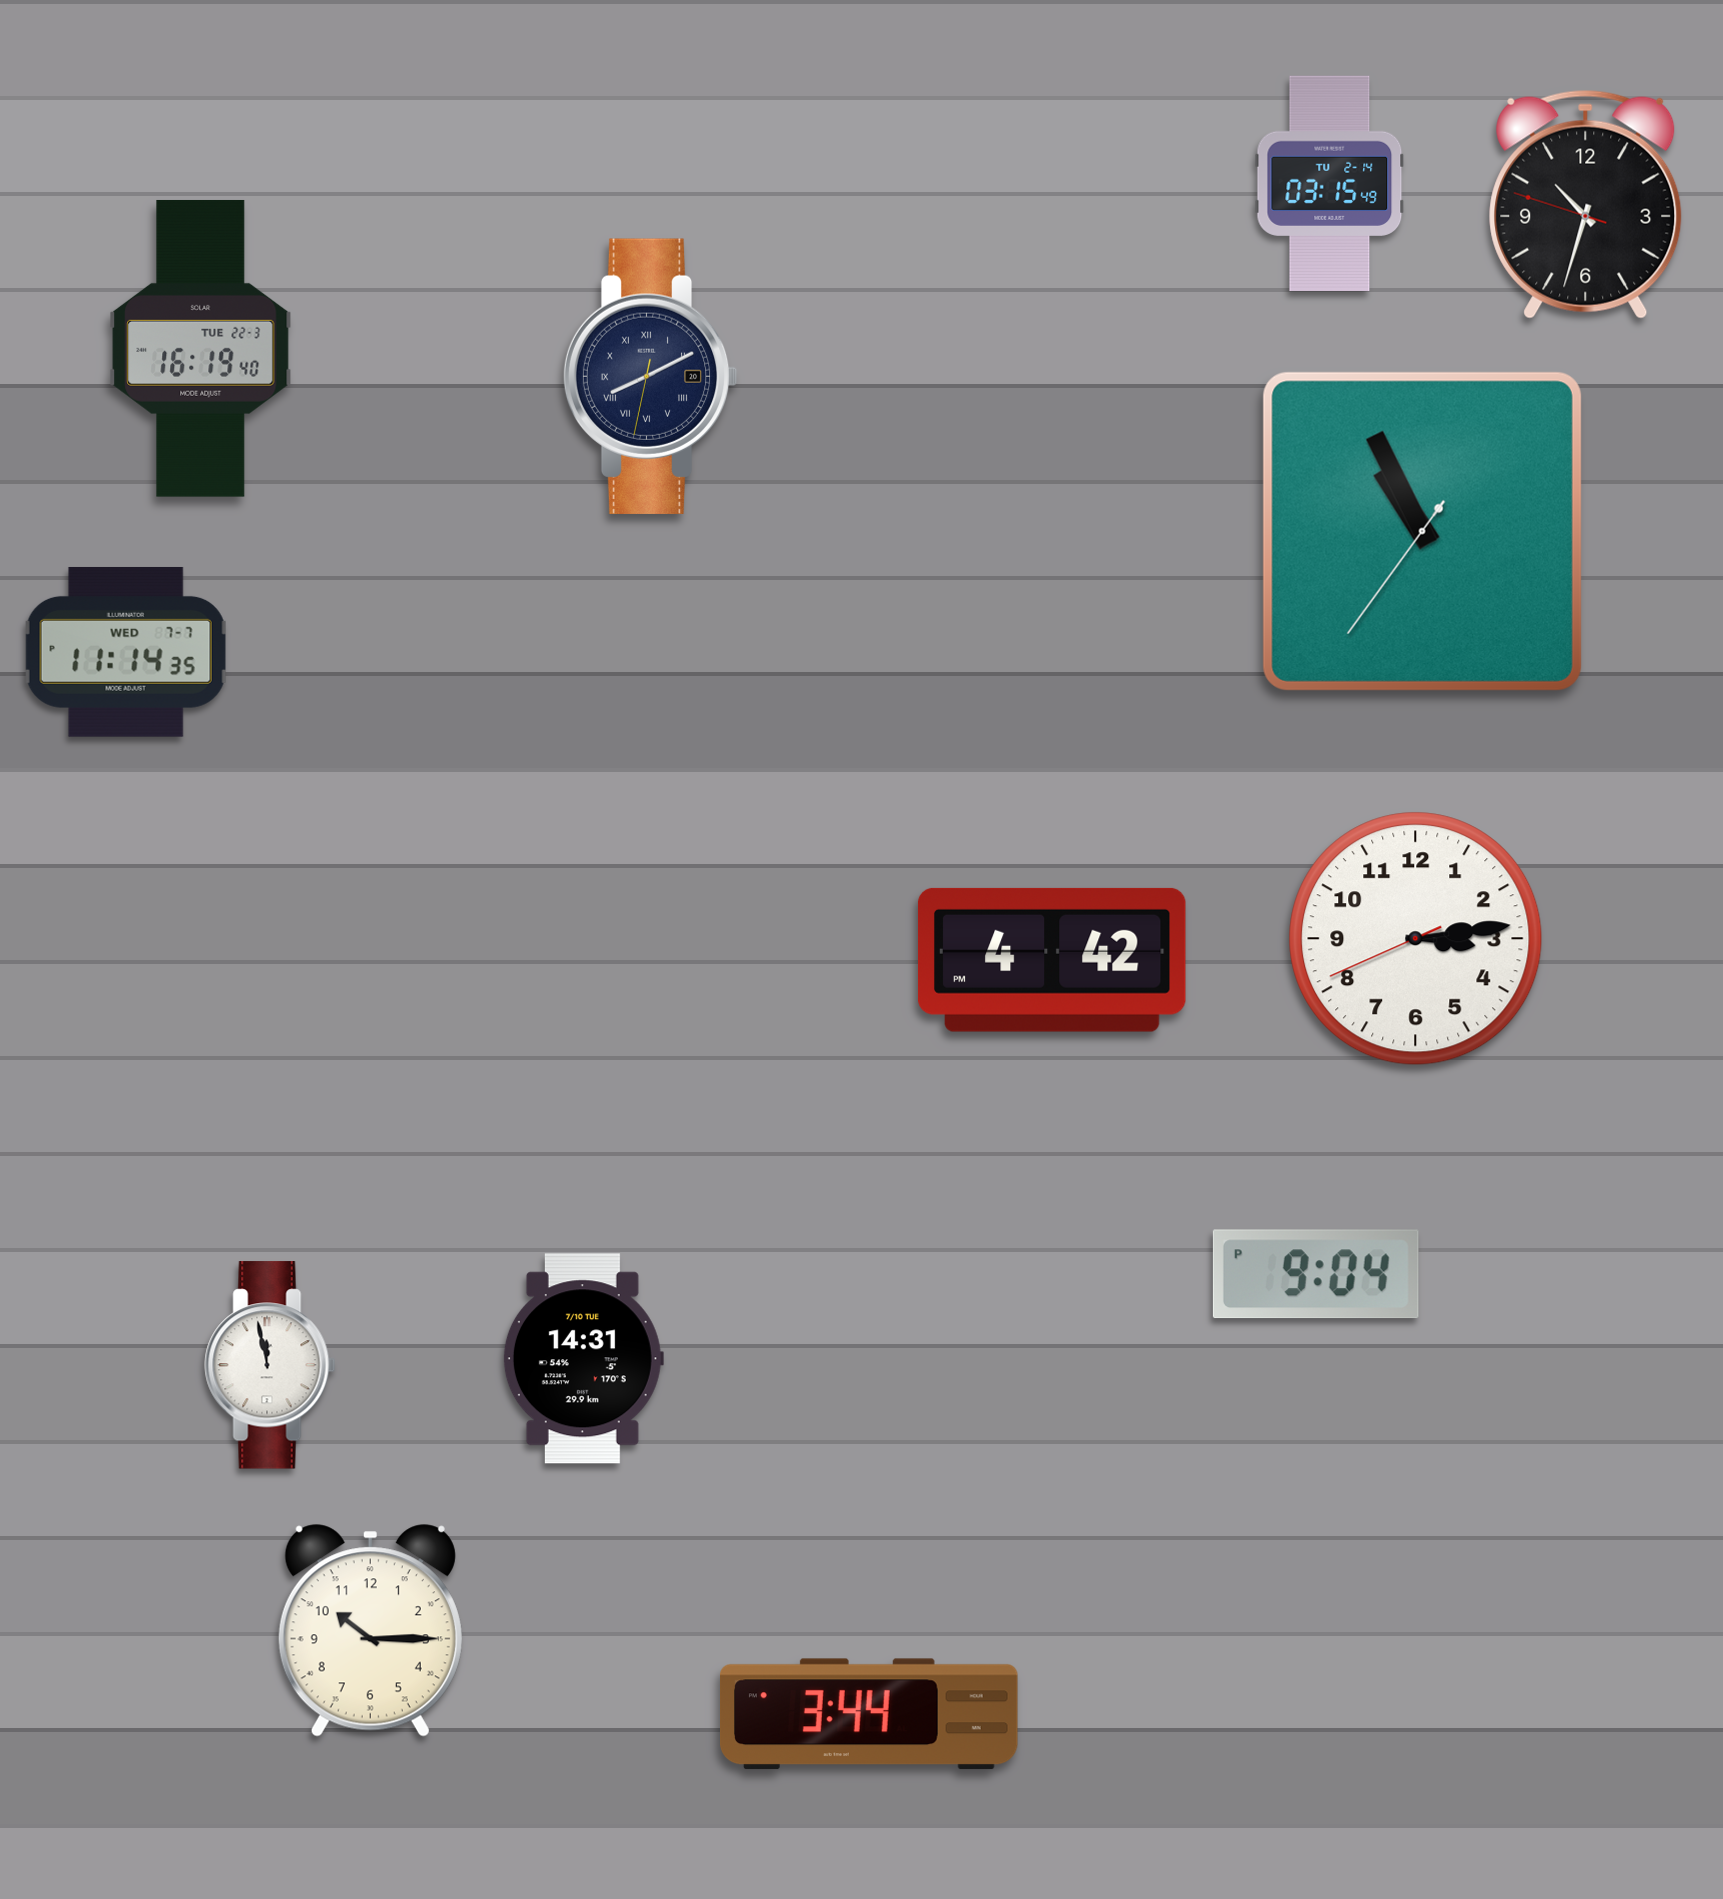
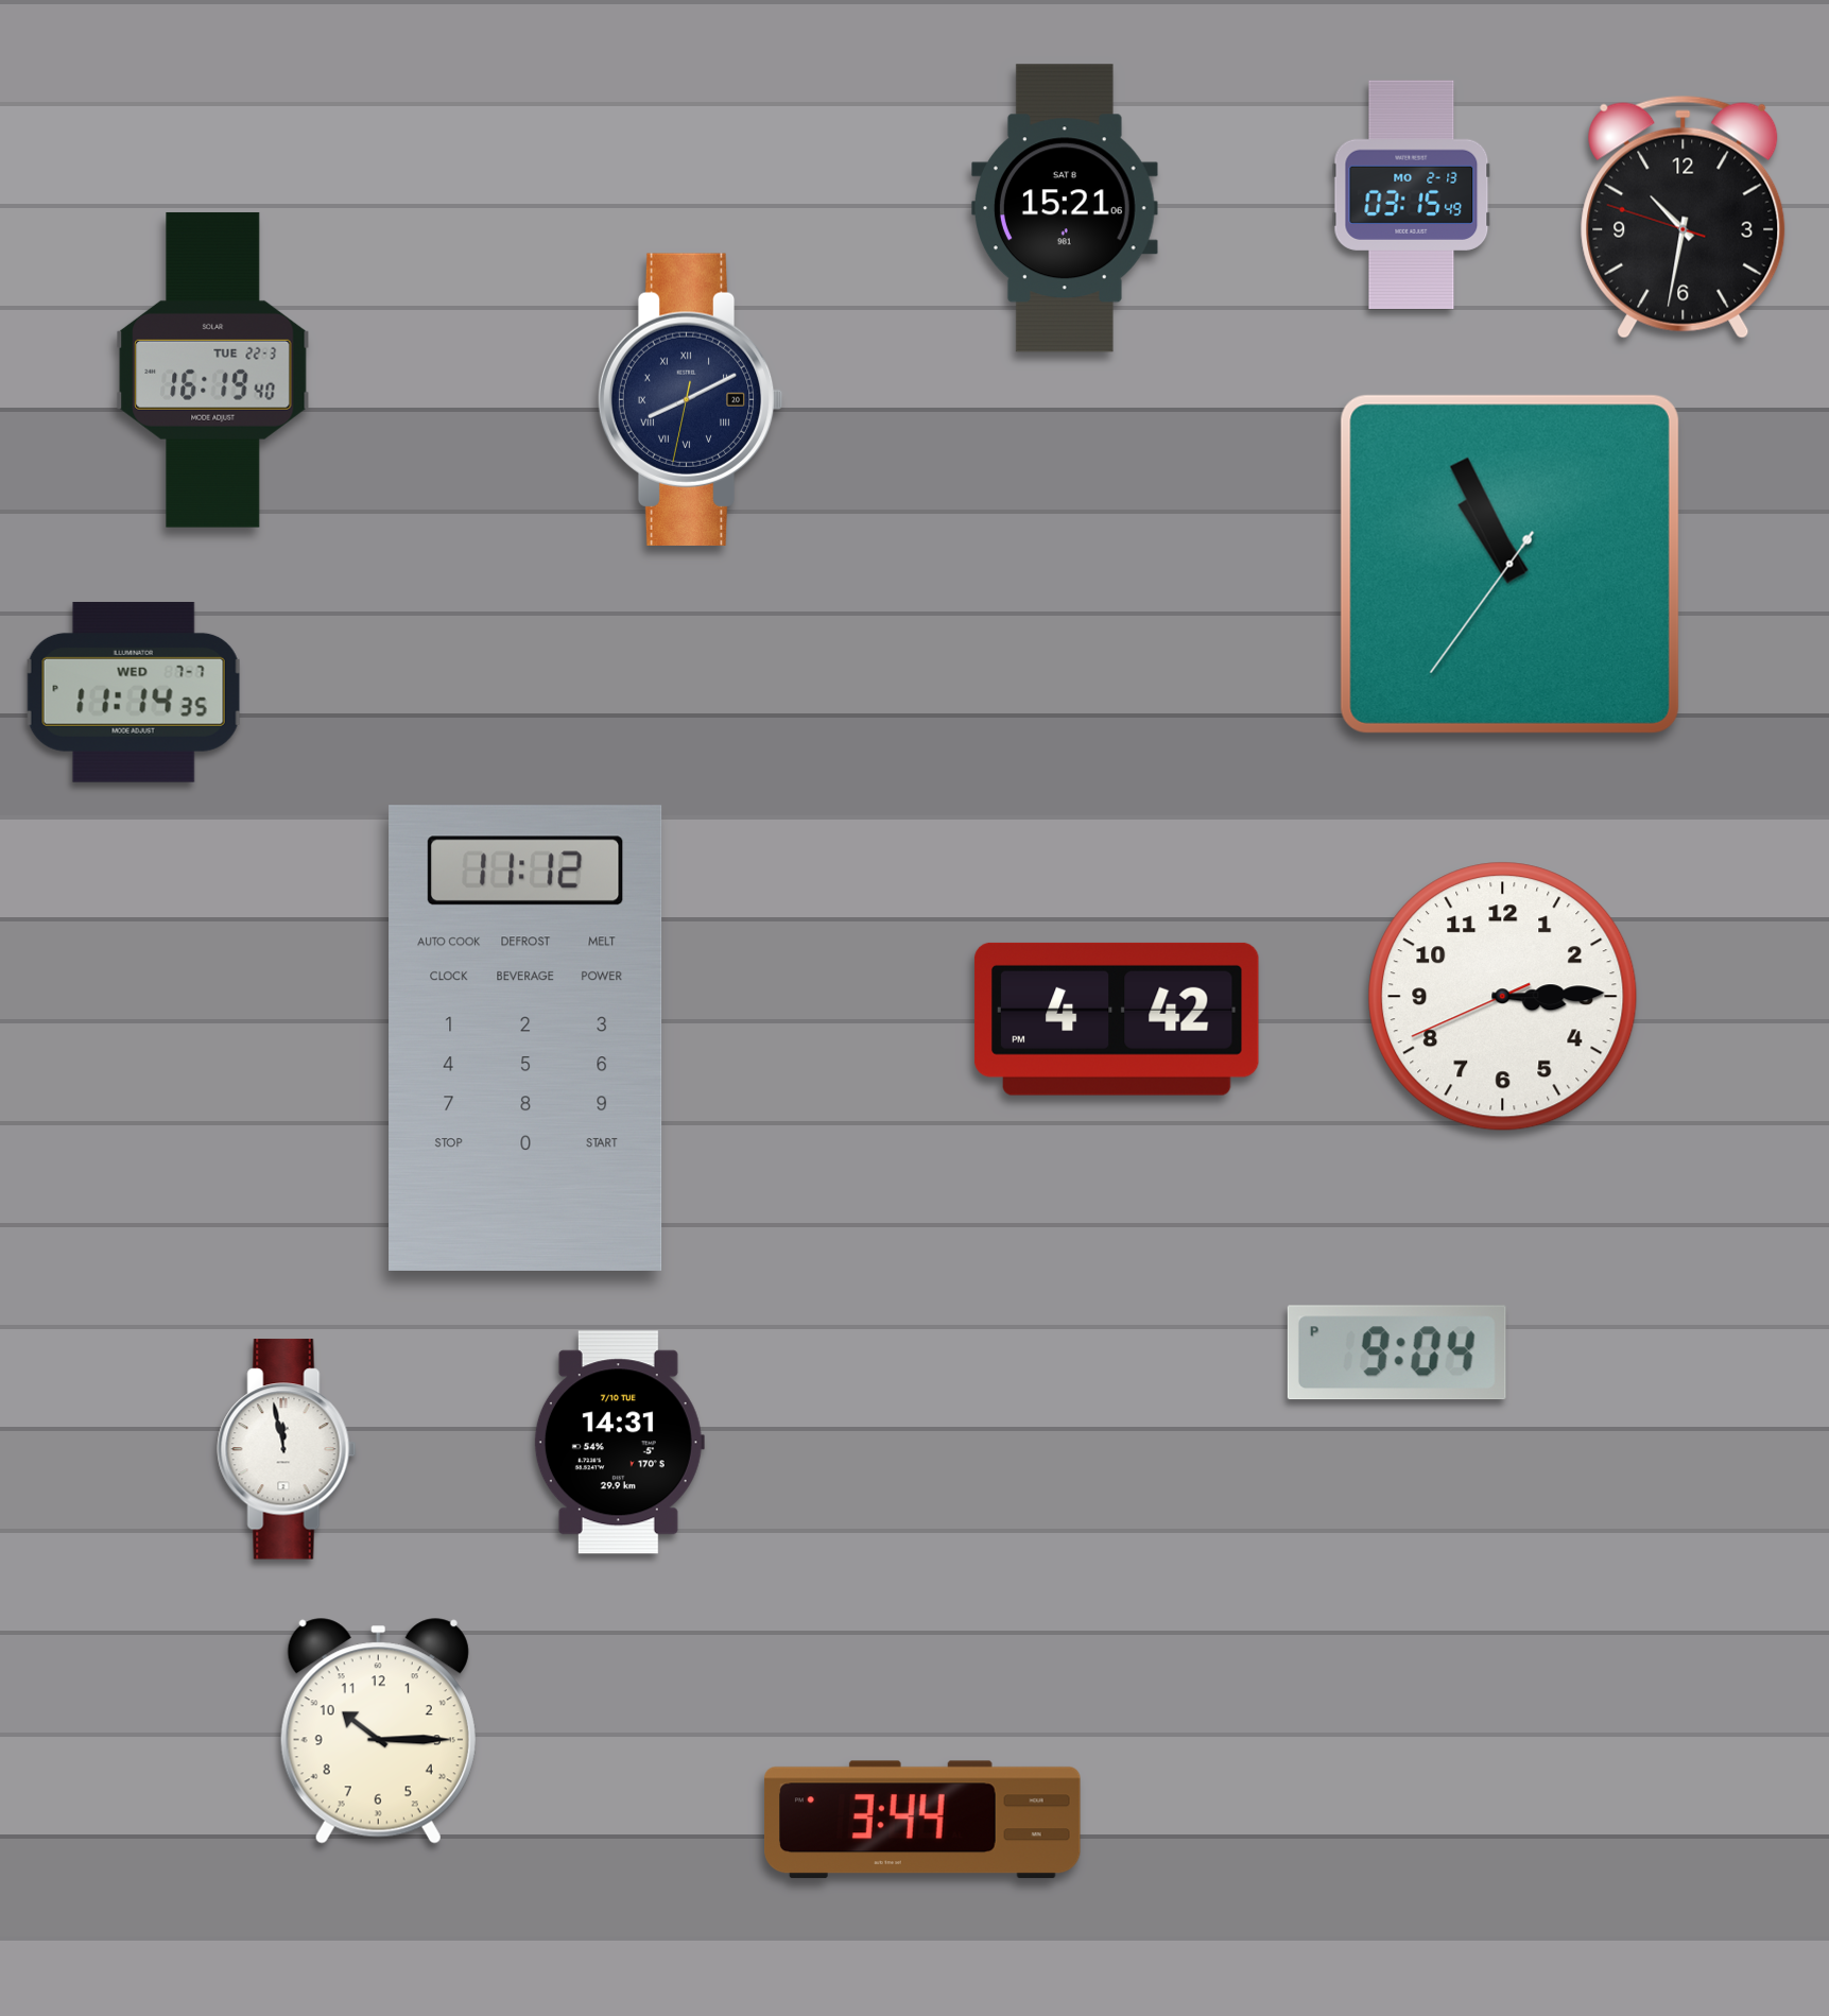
clock at (1330, 184) date: TU 2-14 -> MO 2-13
clock at (1065, 208): none -> 15:21
clock at (1586, 204): 10:32 -> 10:31
clock at (1416, 939): 3:13 -> 3:14
clock at (525, 1038): none -> 11:12
clock at (370, 1631) position: (370, 1631) -> (378, 1731)
